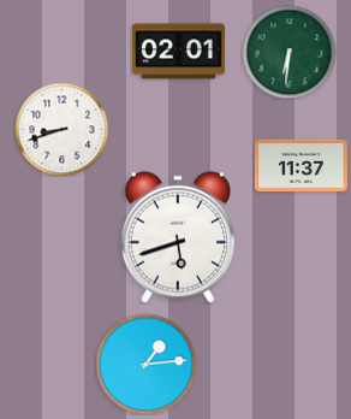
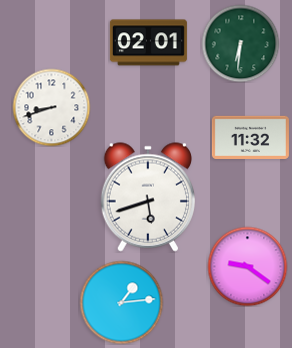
clock at (301, 165): 11:37 -> 11:32
clock at (247, 266): none -> 9:21
